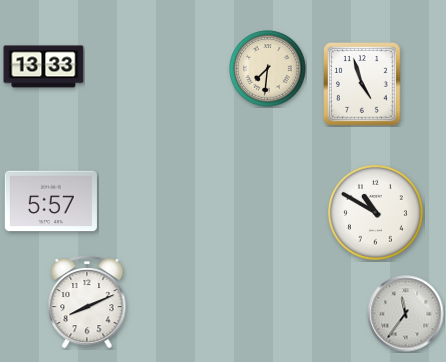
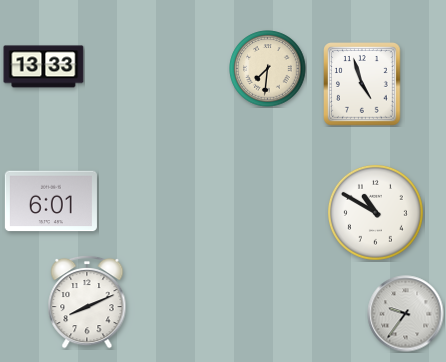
clock at (51, 201): 5:57 -> 6:01
clock at (406, 314): 11:36 -> 9:36
